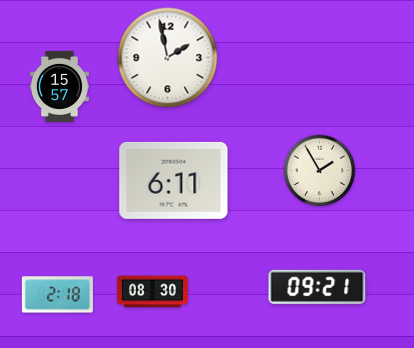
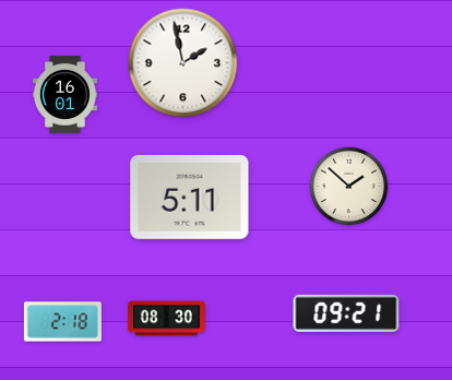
clock at (59, 86): 15:57 -> 16:01
clock at (320, 171): 1:55 -> 1:52
clock at (174, 180): 6:11 -> 5:11
